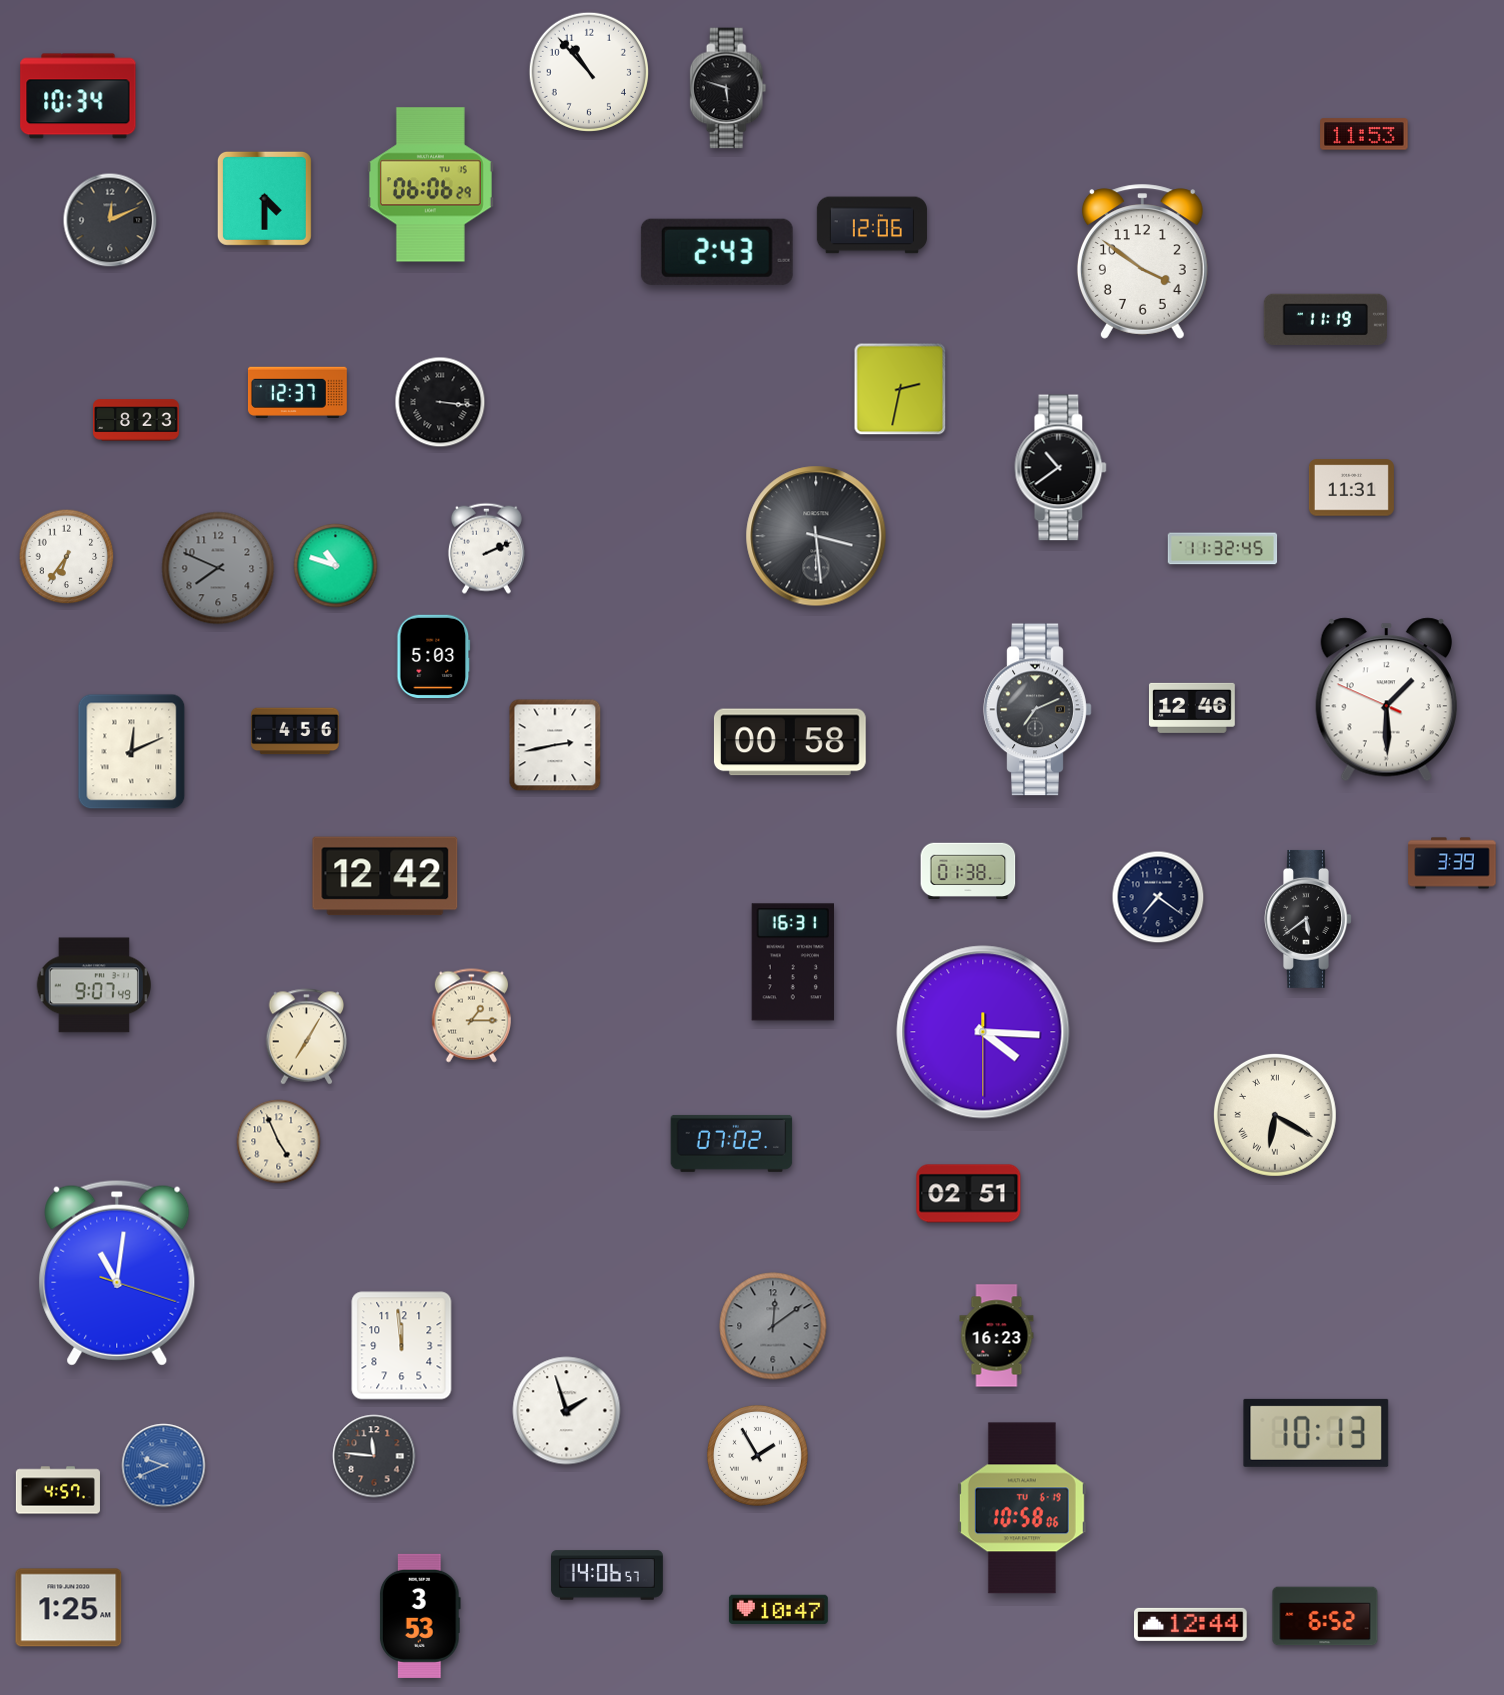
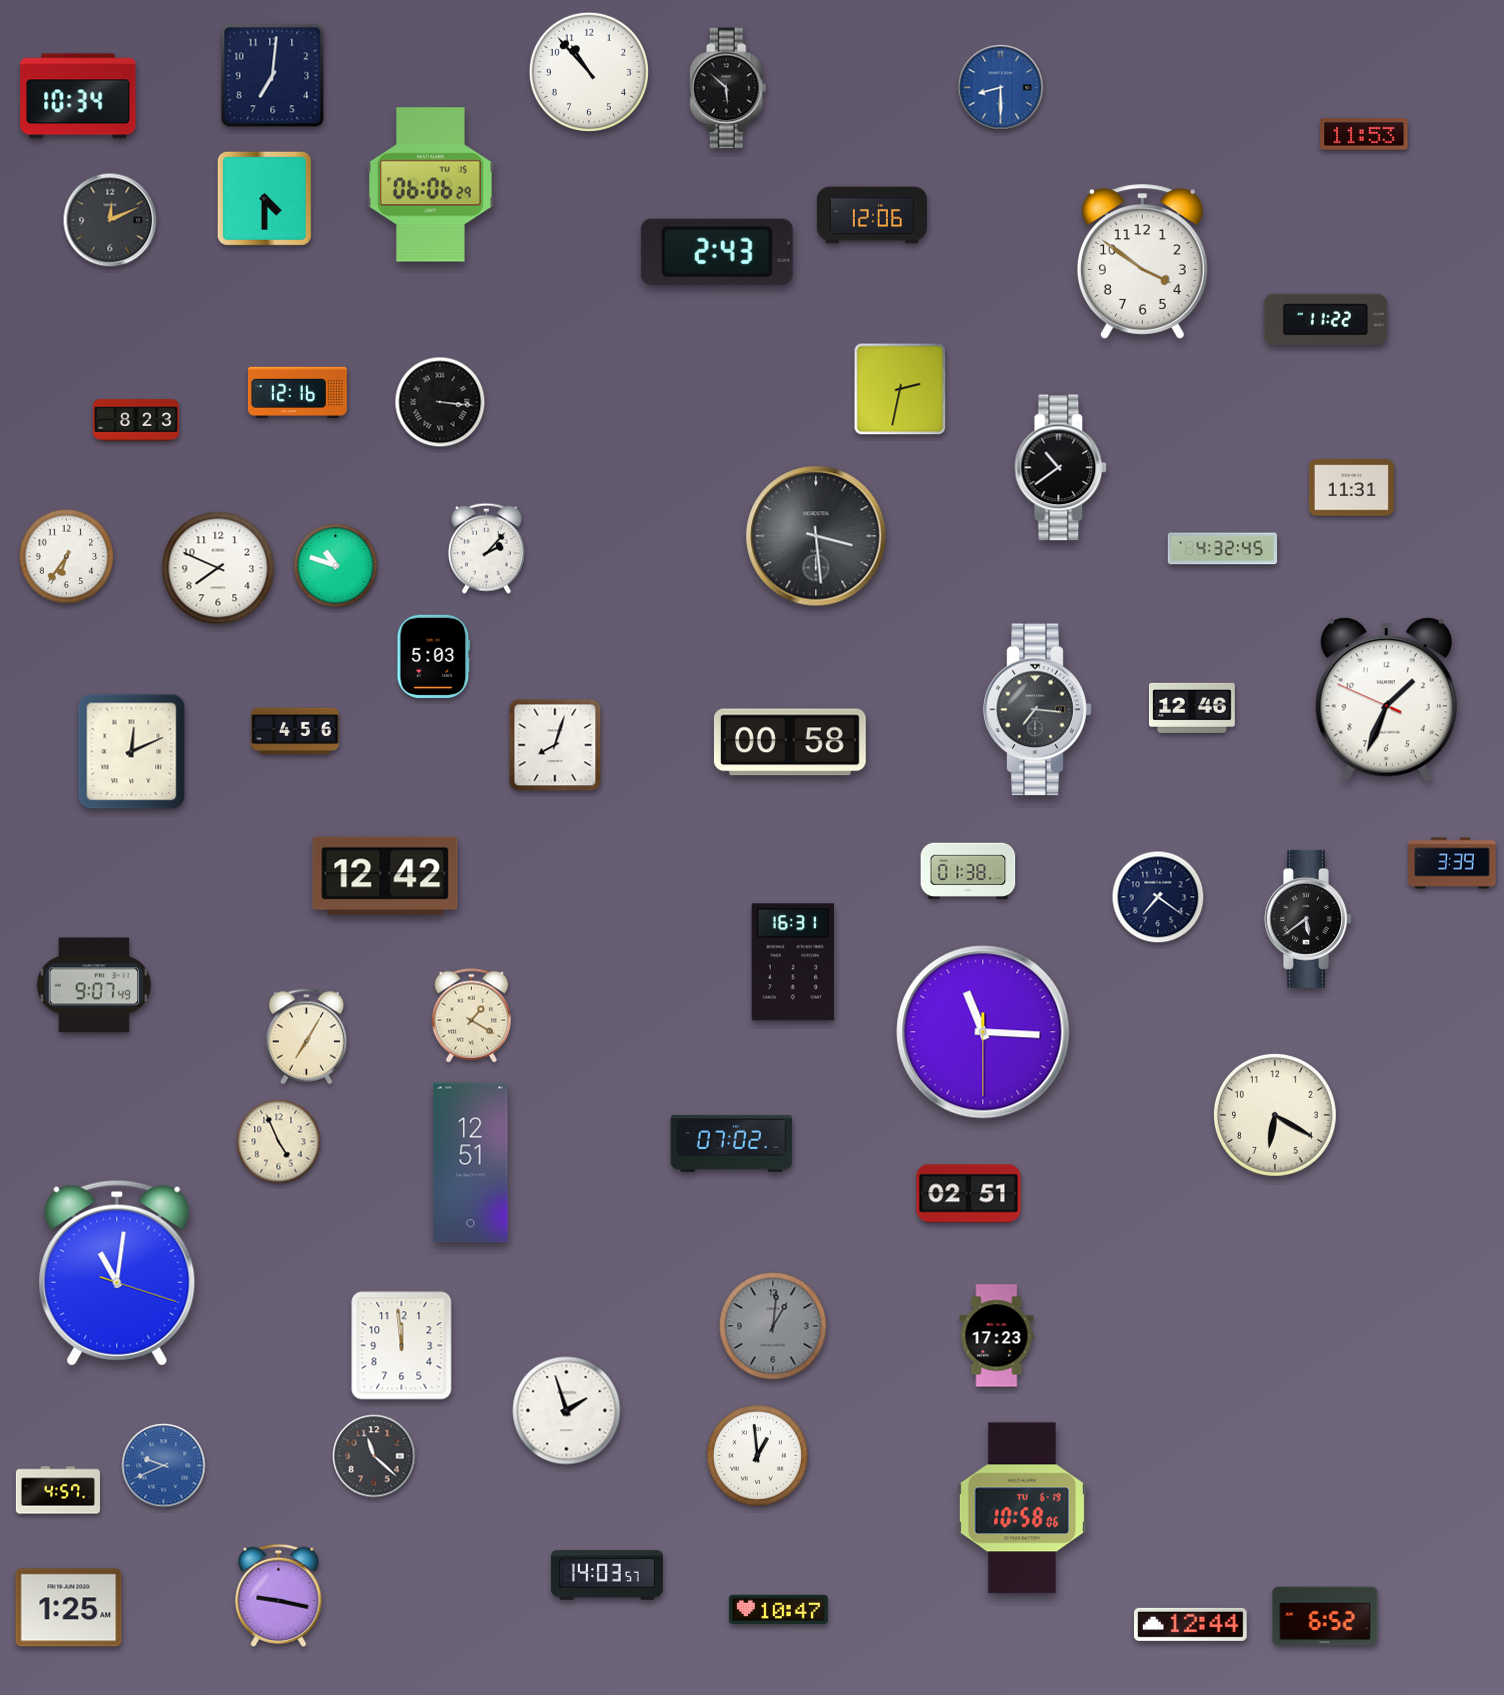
clock at (273, 76): none -> 7:01
clock at (728, 88): 5:48 -> 5:52
clock at (1001, 88): none -> 8:30
clock at (872, 225) position: (872, 225) -> (872, 215)
clock at (1325, 319): 11:19 -> 11:22
clock at (297, 392): 12:37 -> 12:16
clock at (486, 548): 2:11 -> 2:07
clock at (1223, 549): 11:32 -> 4:32
clock at (218, 568) dial: grey -> white
clock at (1386, 700): 1:29 -> 1:33
clock at (1038, 710): 7:11 -> 7:16
clock at (555, 745): 2:43 -> 8:03
clock at (471, 1016): 1:15 -> 1:20
clock at (983, 1032): 4:15 -> 11:15
clock at (1275, 1115) numerals: Roman -> Arabic
clock at (471, 1163): none -> 12:51
clock at (773, 1326): 12:09 -> 1:01
clock at (997, 1336): 16:23 -> 17:23
clock at (1316, 1433): 10:13 -> none
clock at (757, 1455): 1:55 -> 12:59
clock at (374, 1456): 11:46 -> 11:22
clock at (607, 1575): 14:06 -> 14:03
clock at (279, 1595): none -> 9:17
clock at (420, 1616): 3:53 -> none
